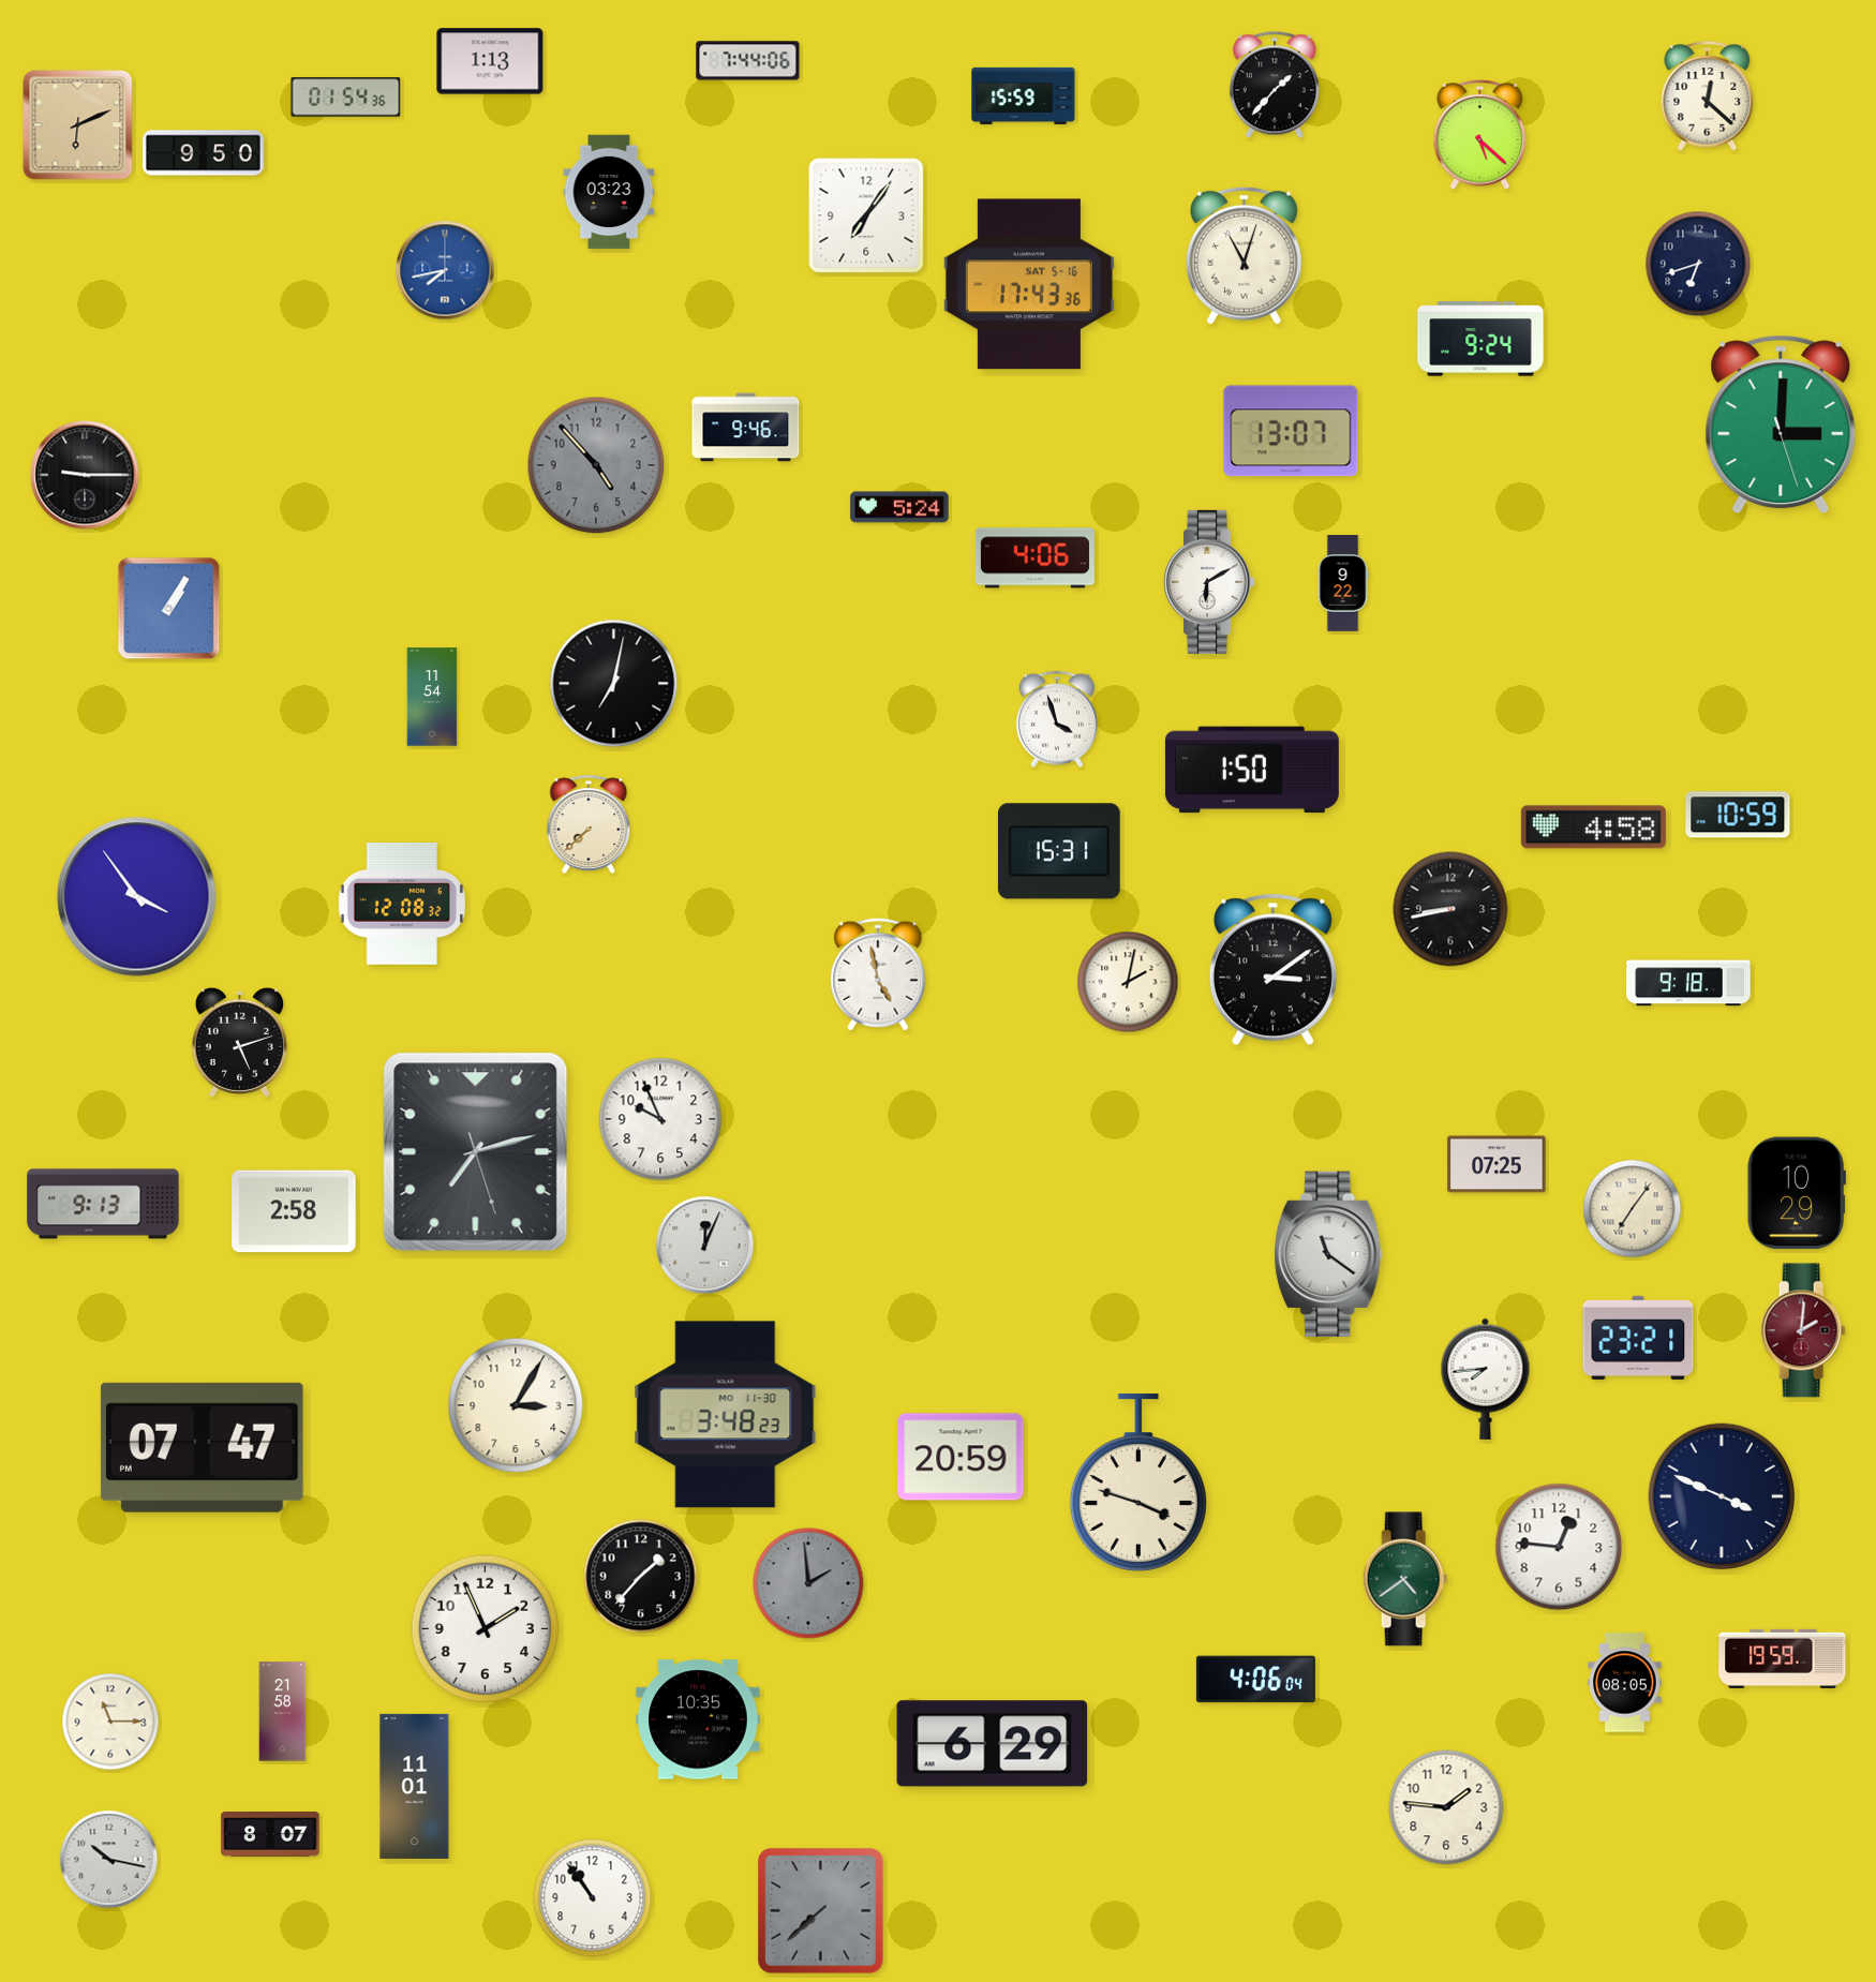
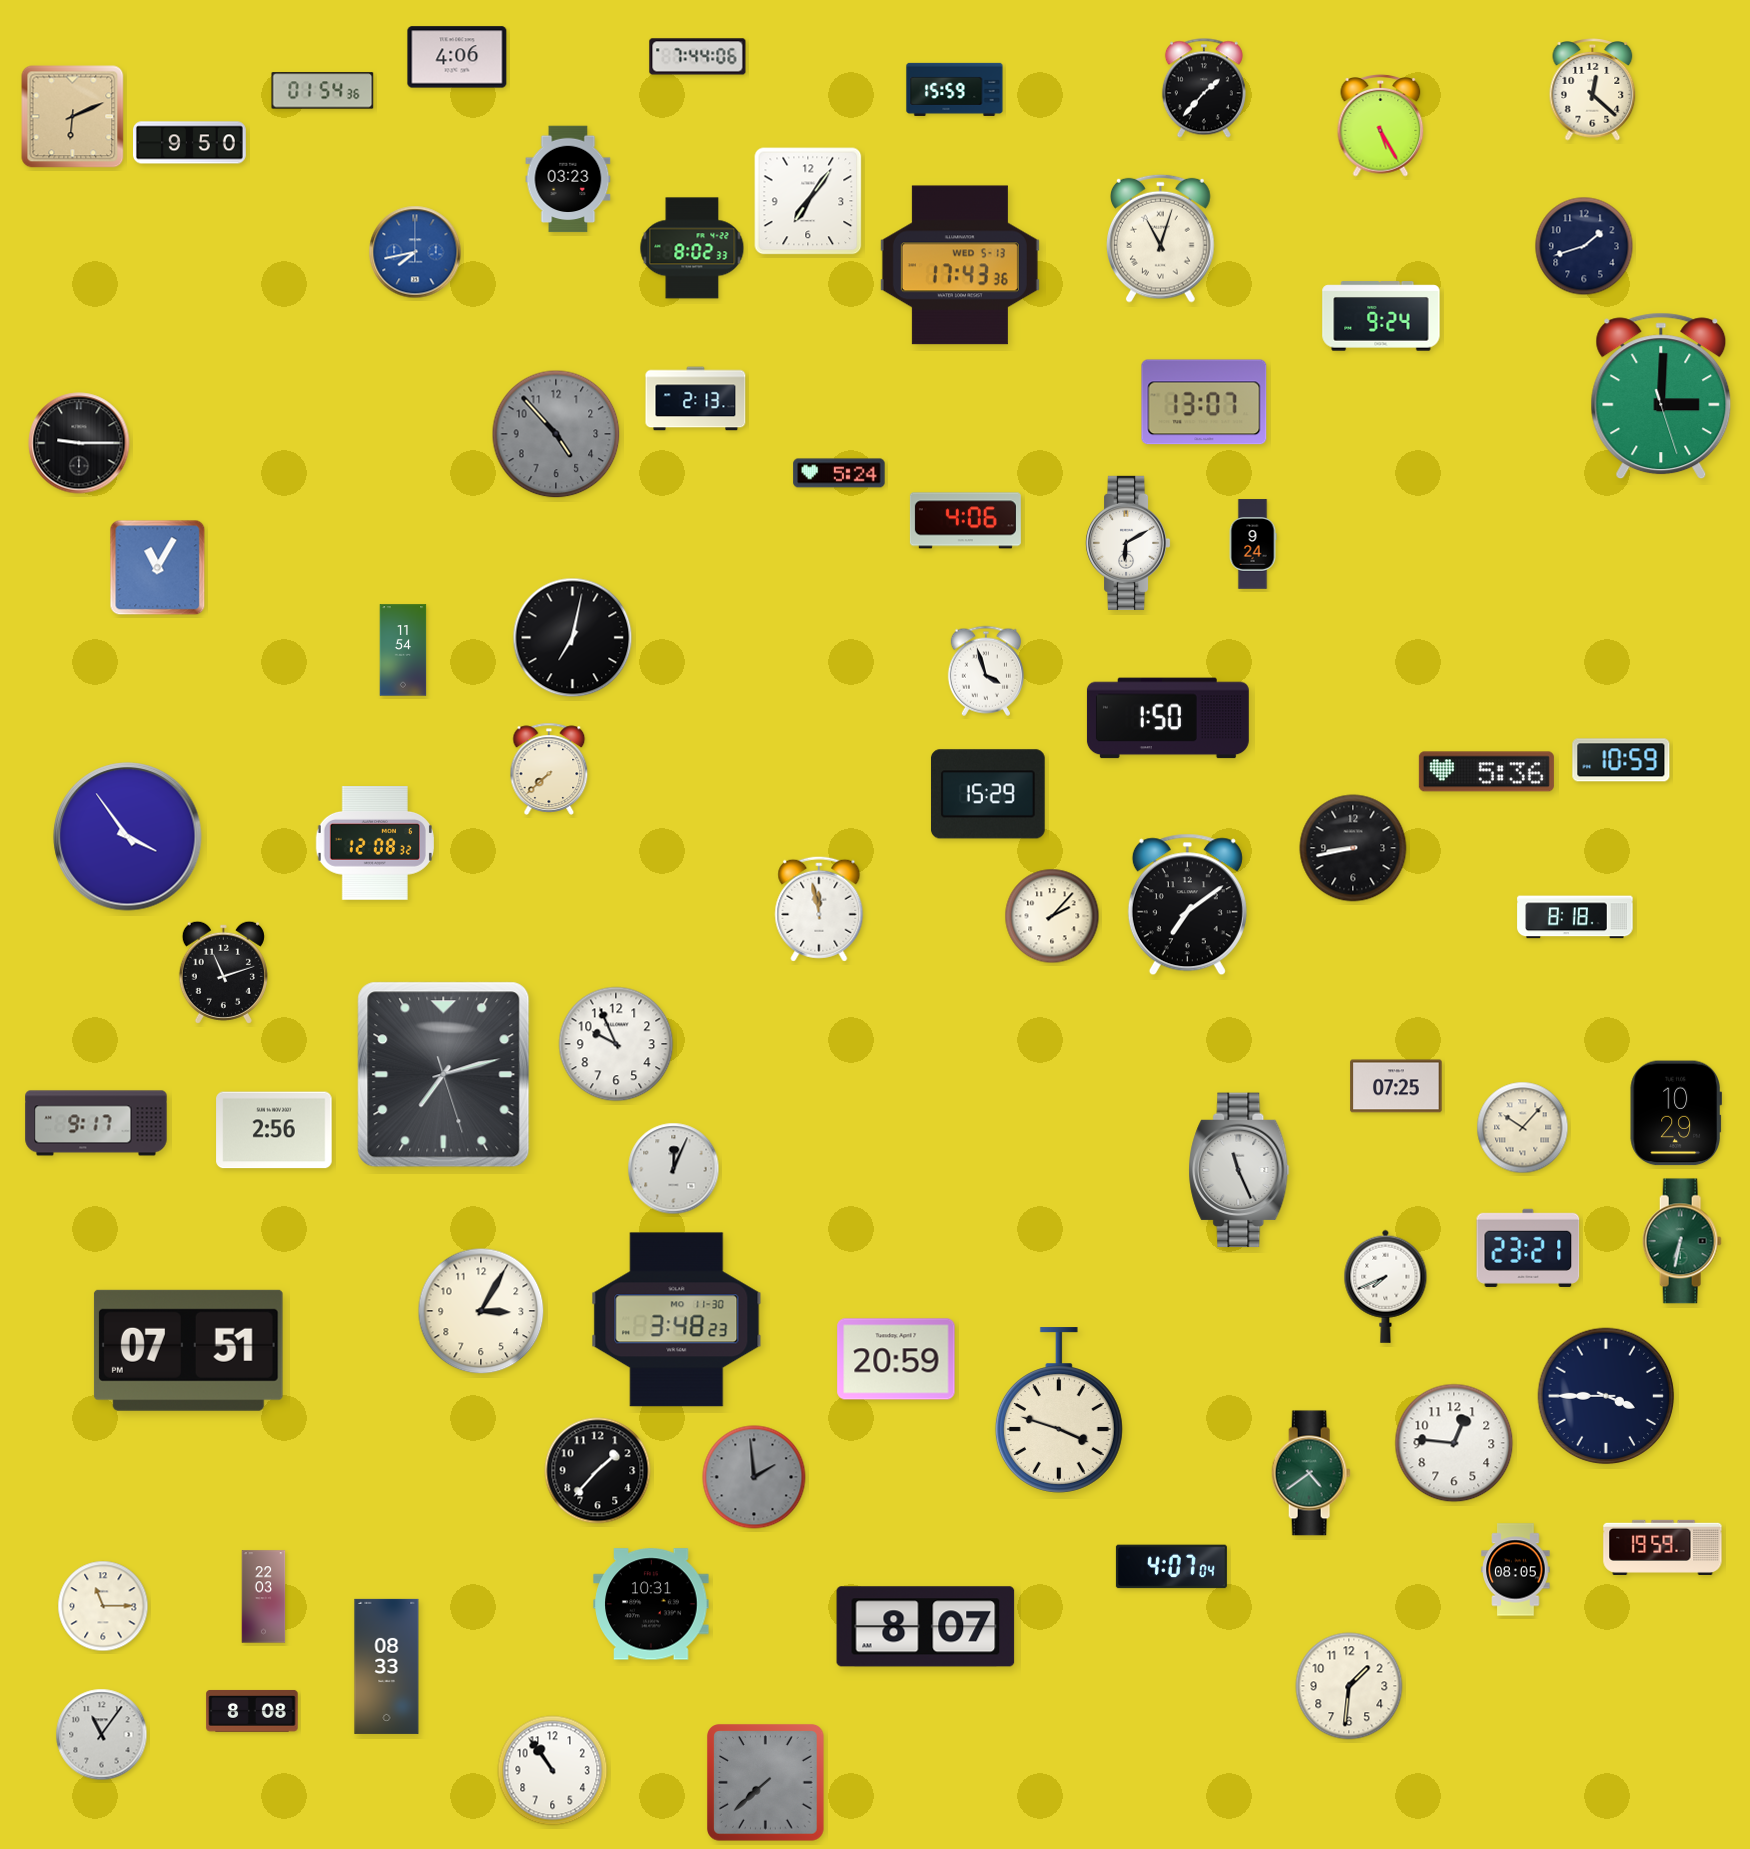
clock at (490, 61): 1:13 -> 4:06
clock at (1275, 85) position: (1275, 85) -> (1204, 88)
clock at (1480, 135): 5:22 -> 5:25
clock at (1698, 264): 6:42 -> 1:42
clock at (692, 248): none -> 8:02
clock at (1029, 284) date: SAT 5-16 -> WED 5-13
clock at (746, 428): 9:46 -> 2:13
clock at (1343, 583): 9:22 -> 9:24
clock at (169, 609): 1:05 -> 11:05
clock at (1593, 828): 4:58 -> 5:36
clock at (1059, 851): 15:31 -> 15:29
clock at (1272, 970): 3:09 -> 7:09
clock at (878, 974): 4:58 -> 11:58
clock at (1128, 982): 2:02 -> 2:07
clock at (1688, 983): 9:18 -> 8:18
clock at (239, 1042): 5:12 -> 11:12
clock at (103, 1204): 9:13 -> 9:17
clock at (1633, 1209): 7:06 -> 10:07
clock at (294, 1211): 2:58 -> 2:56
clock at (705, 1246) position: (705, 1246) -> (674, 1169)
clock at (1328, 1254): 11:21 -> 11:26
clock at (1803, 1330): 2:01 -> 6:32
clock at (1803, 1330) dial: burgundy -> green
clock at (1486, 1379): 7:44 -> 7:41
clock at (202, 1447): 07:47 -> 07:51
clock at (1138, 1482) position: (1138, 1482) -> (1059, 1410)
clock at (1722, 1496): 3:49 -> 3:45
clock at (486, 1629): 1:56 -> none
clock at (1255, 1680): 4:06 -> 4:07
clock at (283, 1712): 21:58 -> 22:03
clock at (698, 1719): 10:35 -> 10:31
clock at (993, 1744): 6:29 -> 8:07
clock at (415, 1786): 11:01 -> 08:33
clock at (1446, 1807): 1:46 -> 1:31
clock at (270, 1834): 8:07 -> 8:08
clock at (109, 1860): 10:17 -> 11:06
